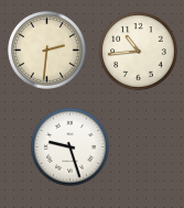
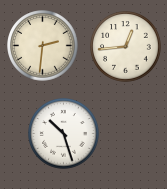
clock at (139, 52): 10:44 -> 12:44
clock at (71, 147): 9:27 -> 10:27
